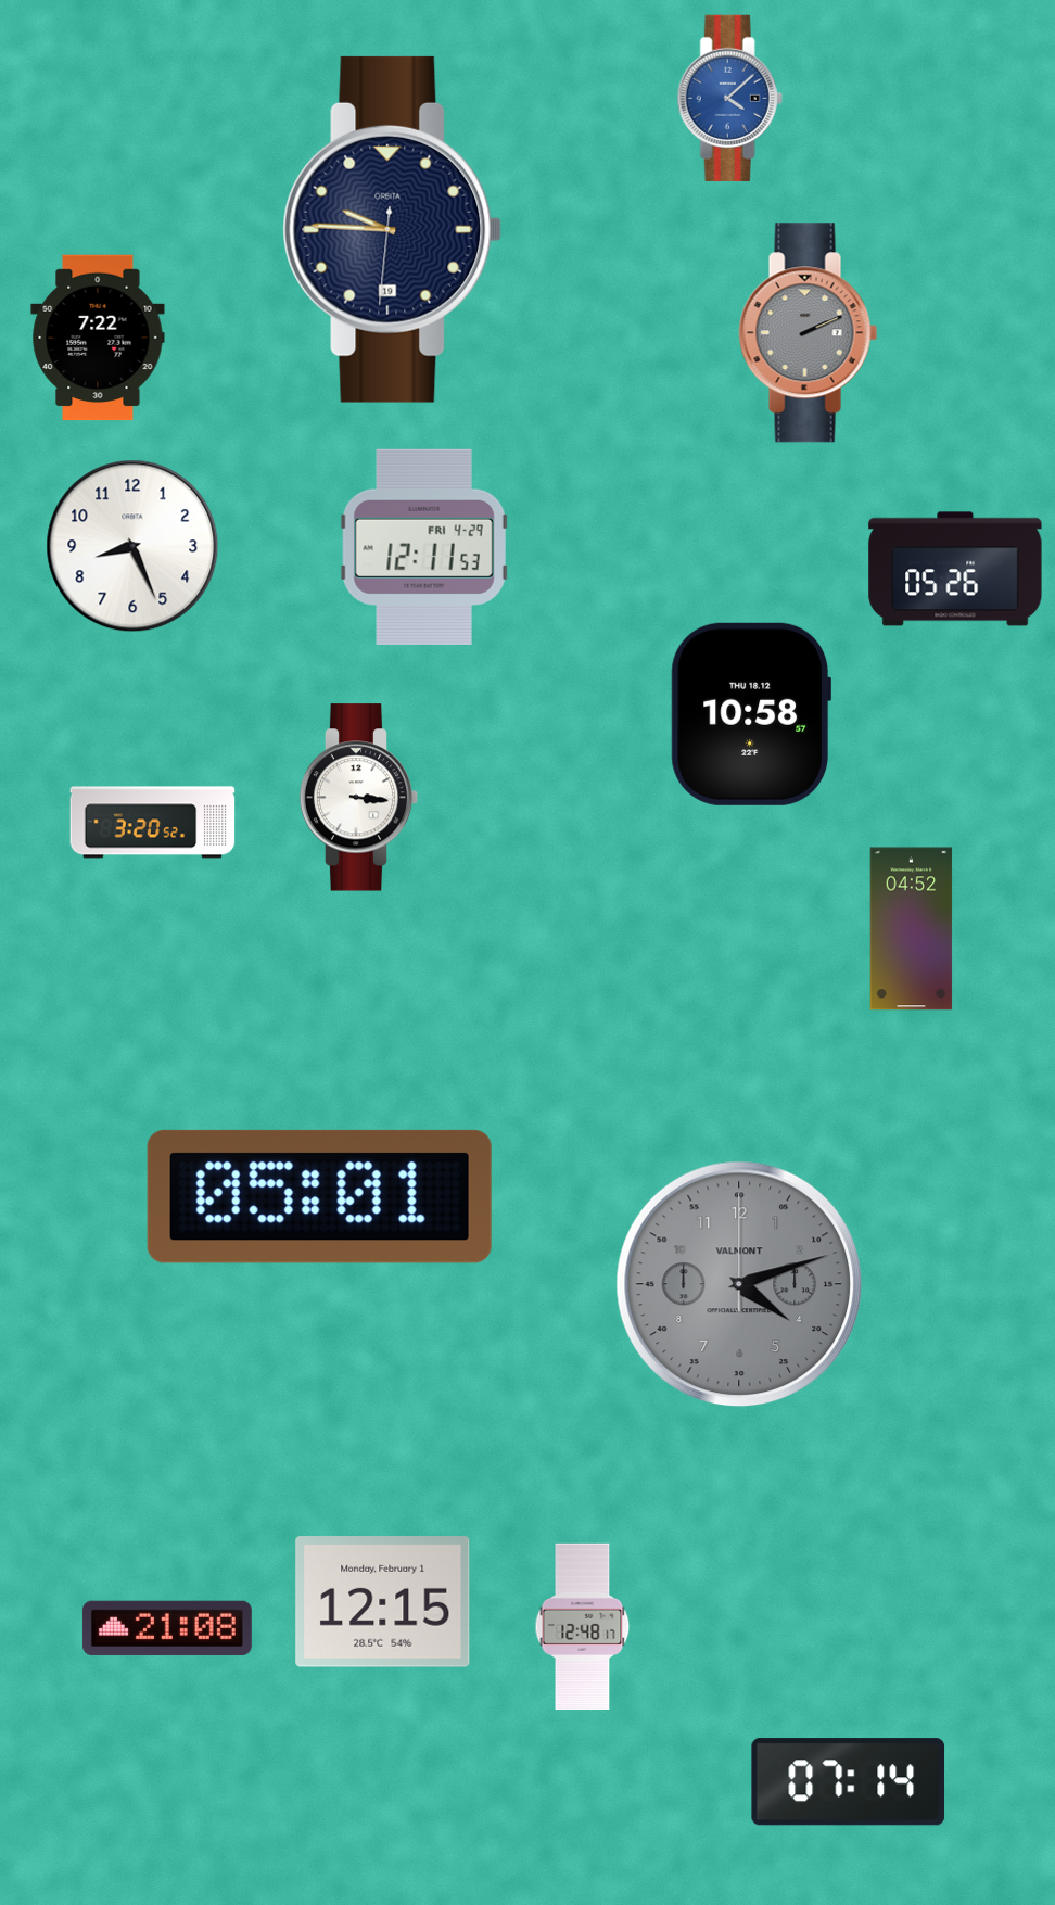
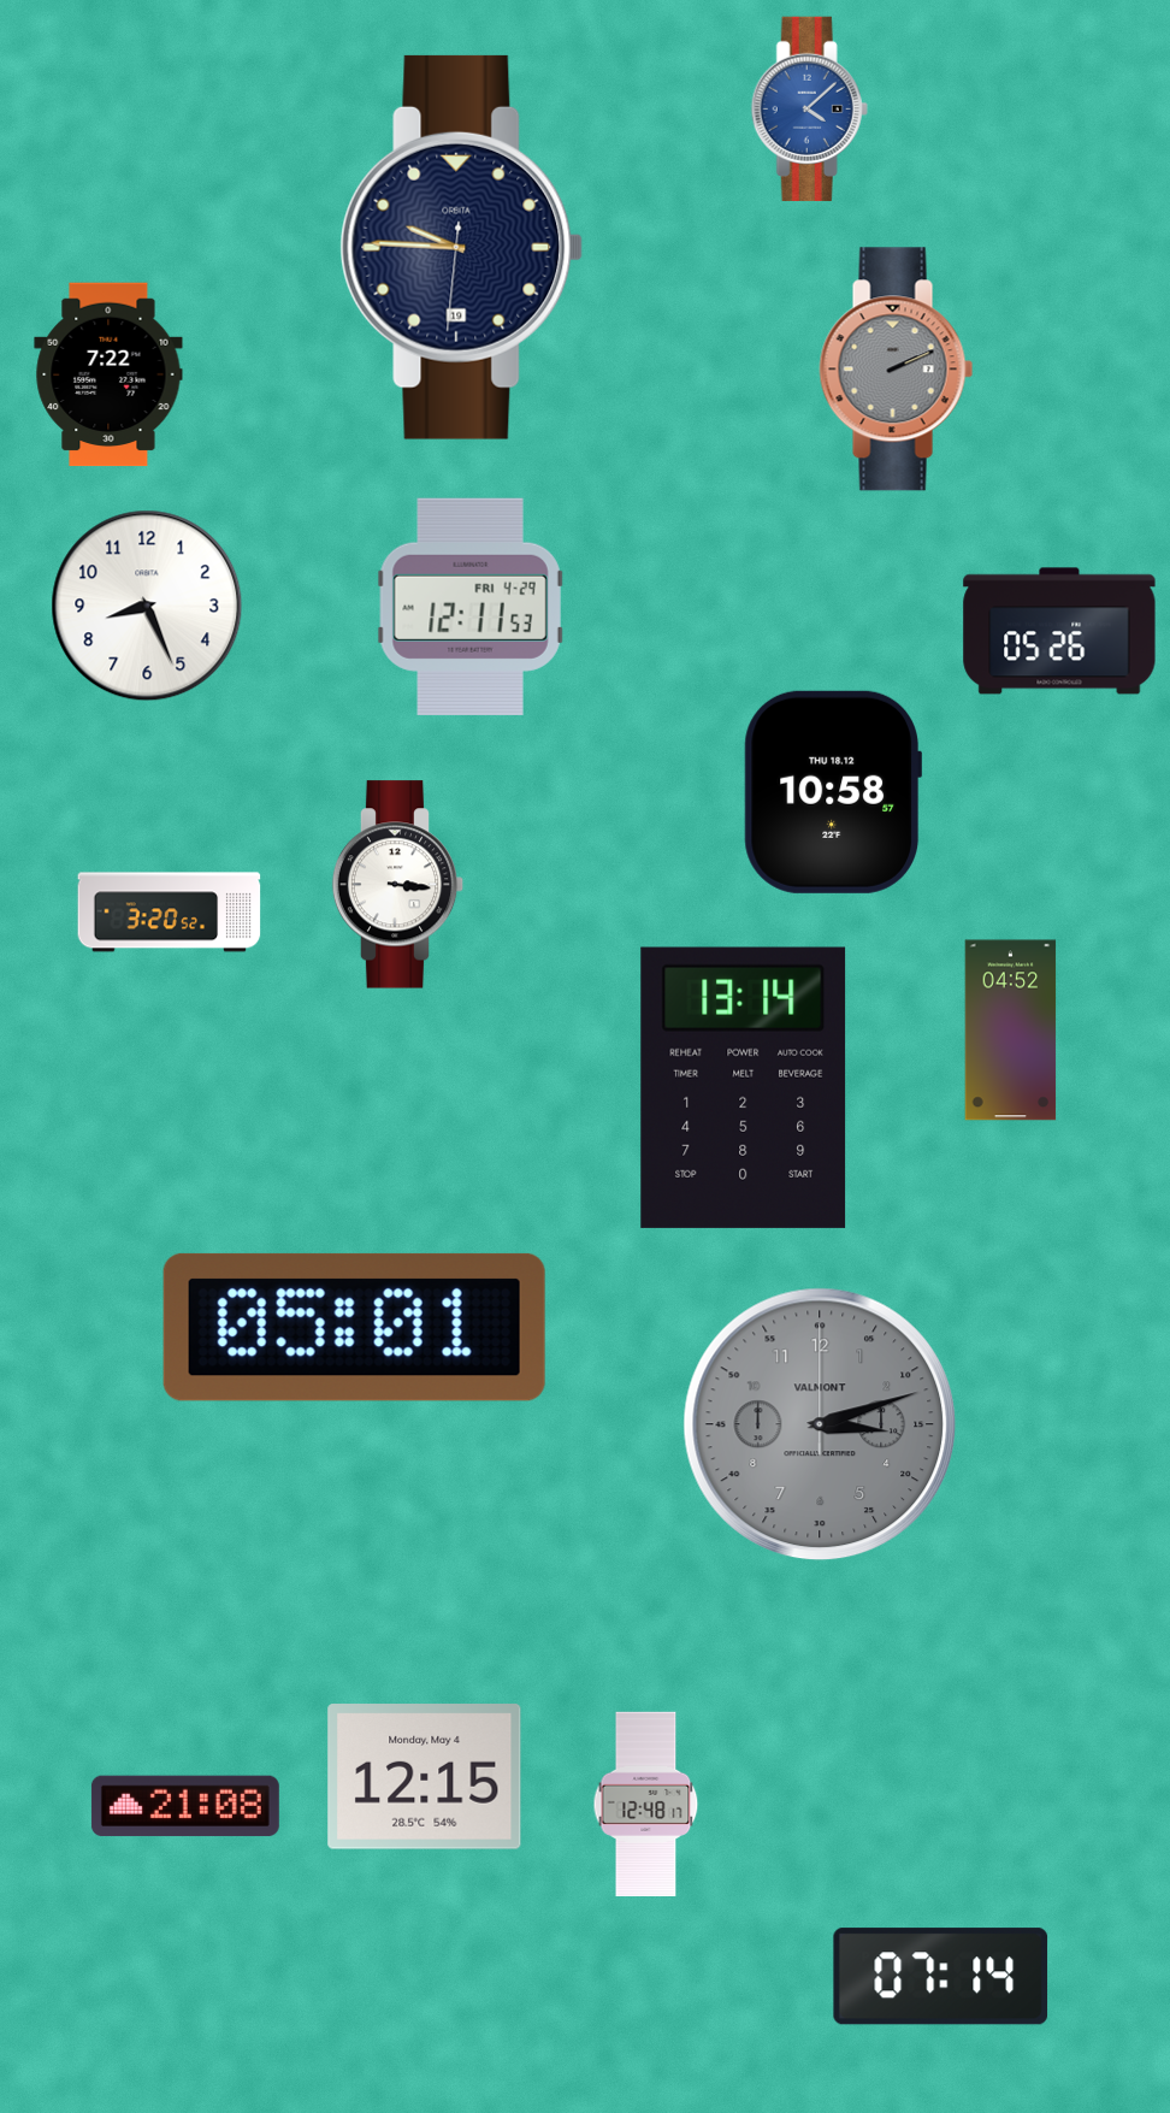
clock at (393, 229) position: (393, 229) -> (462, 247)
clock at (744, 1087): none -> 13:14
clock at (739, 1284): 4:12 -> 3:12
clock at (383, 1602) date: Monday, February 1 -> Monday, May 4
